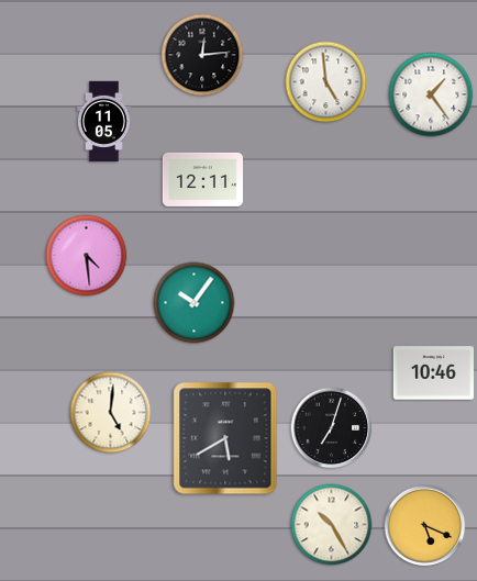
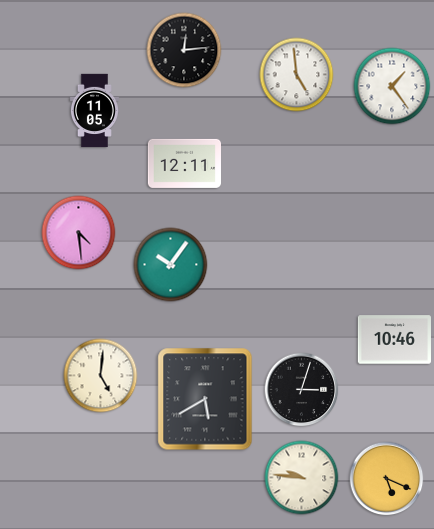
clock at (195, 303) position: (195, 303) -> (171, 265)
clock at (332, 428): 7:03 -> 3:03
clock at (332, 525): 10:25 -> 9:46
